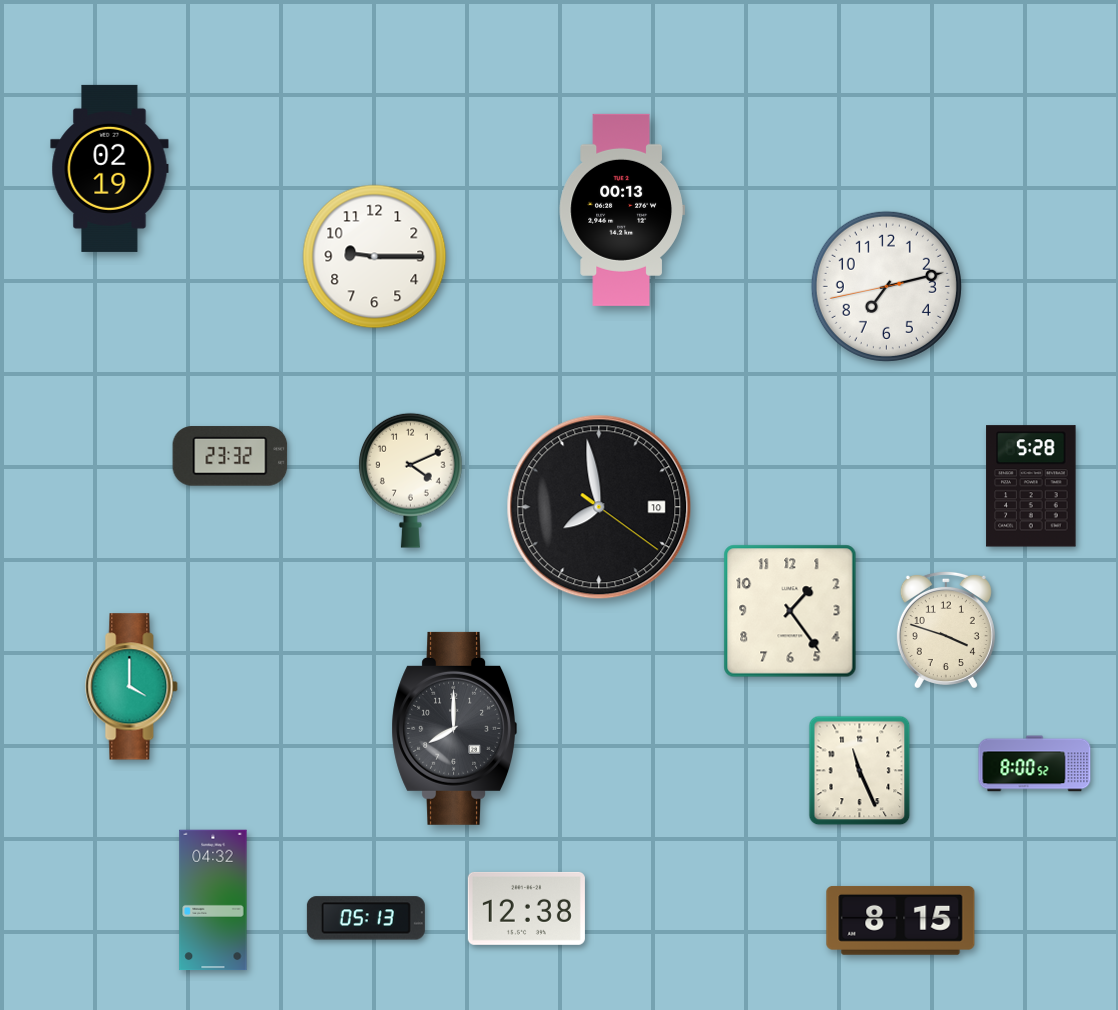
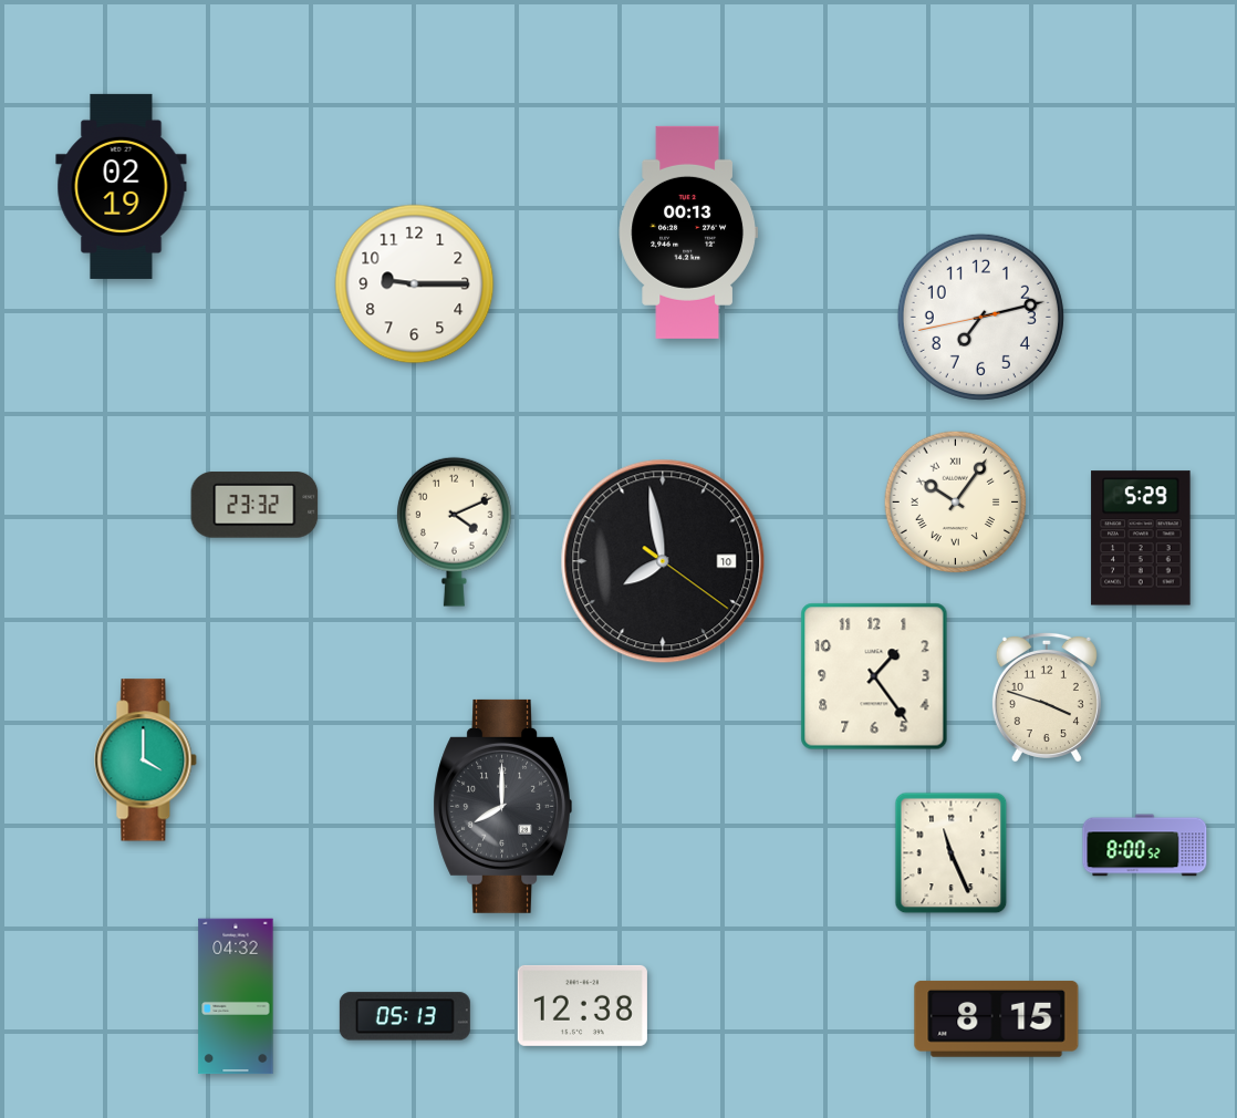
clock at (956, 503): none -> 10:06
clock at (1031, 486): 5:28 -> 5:29
